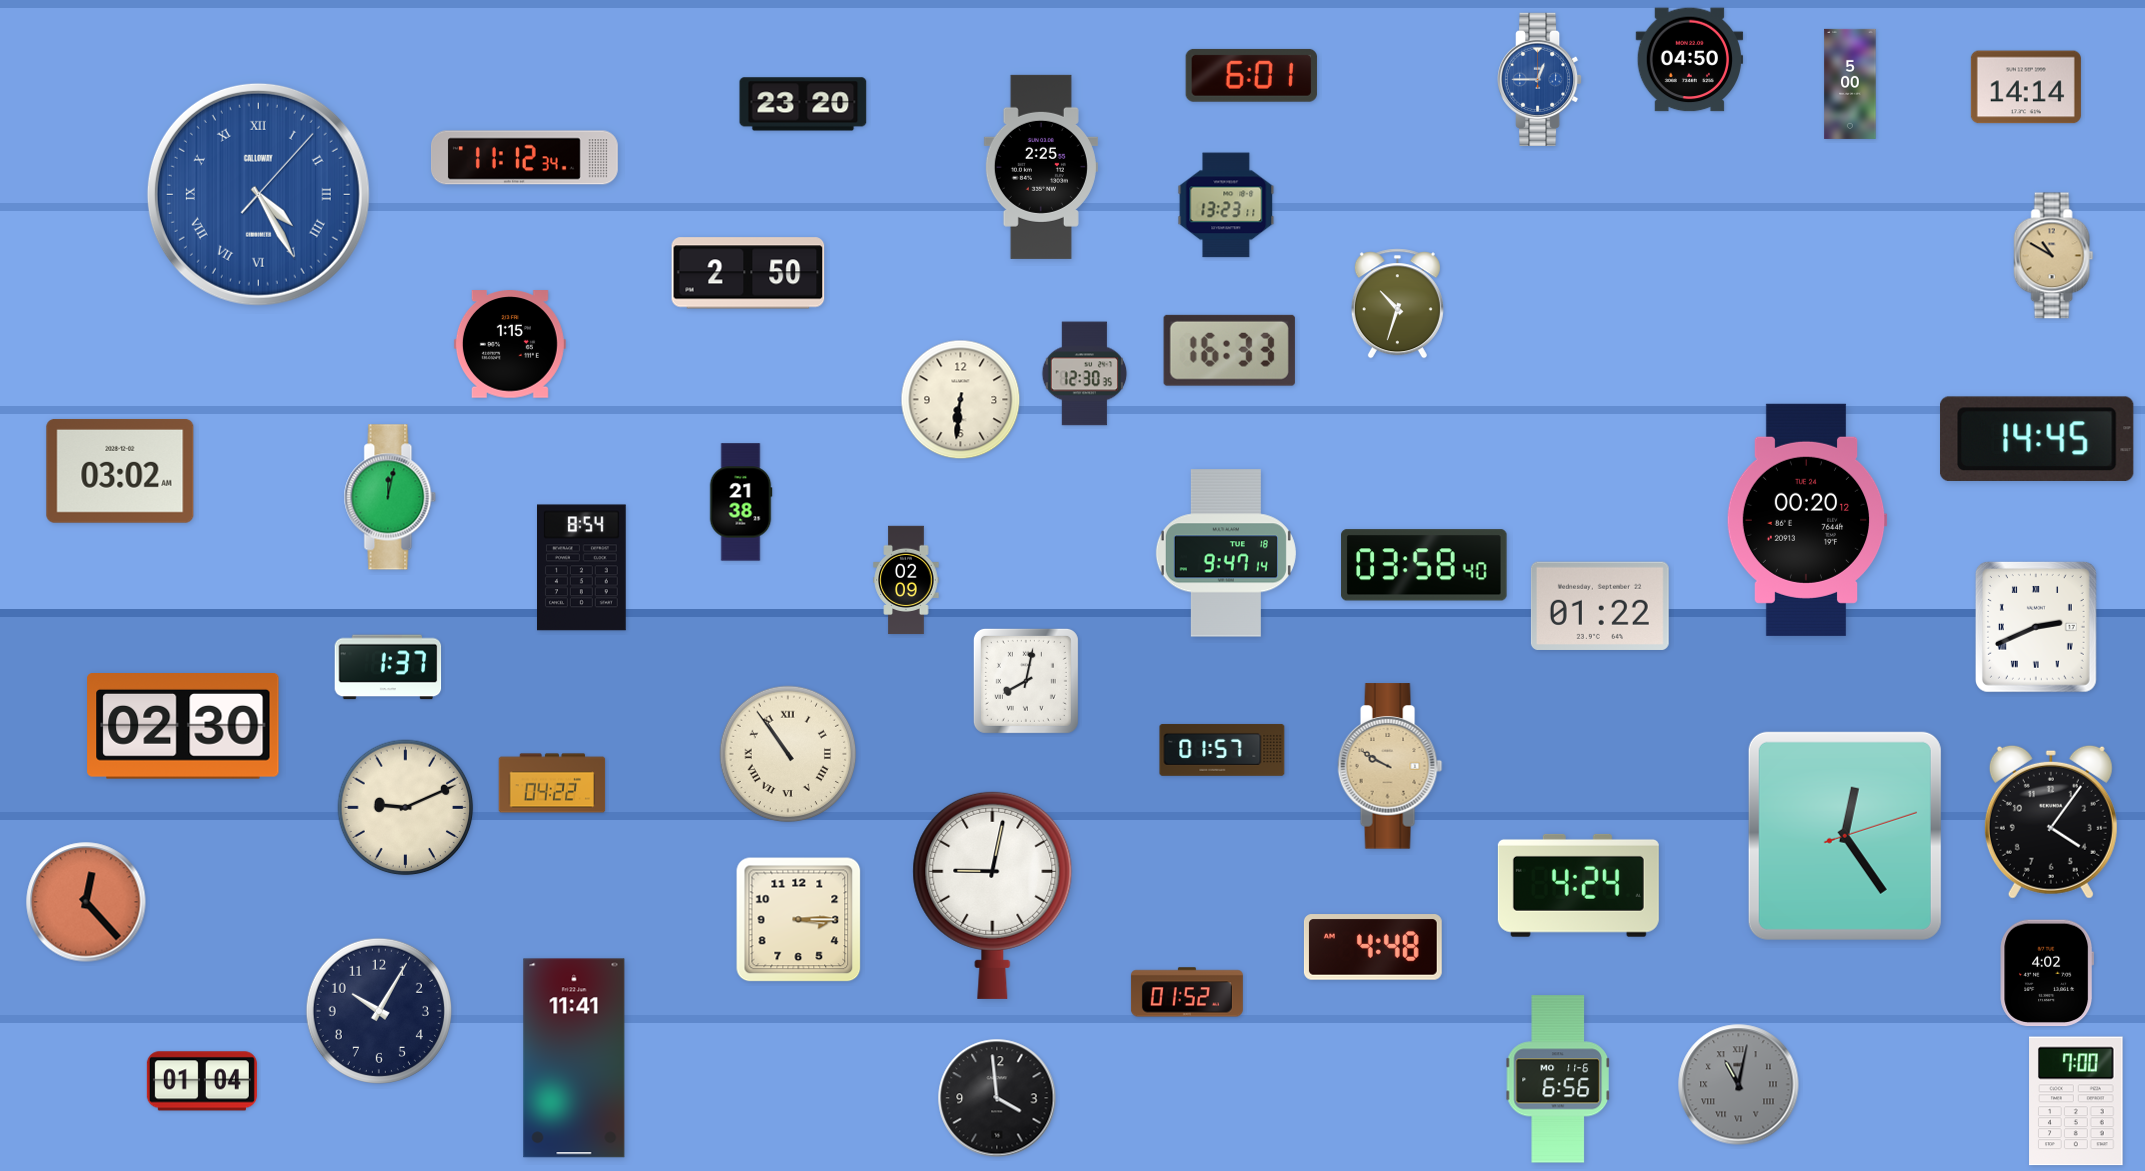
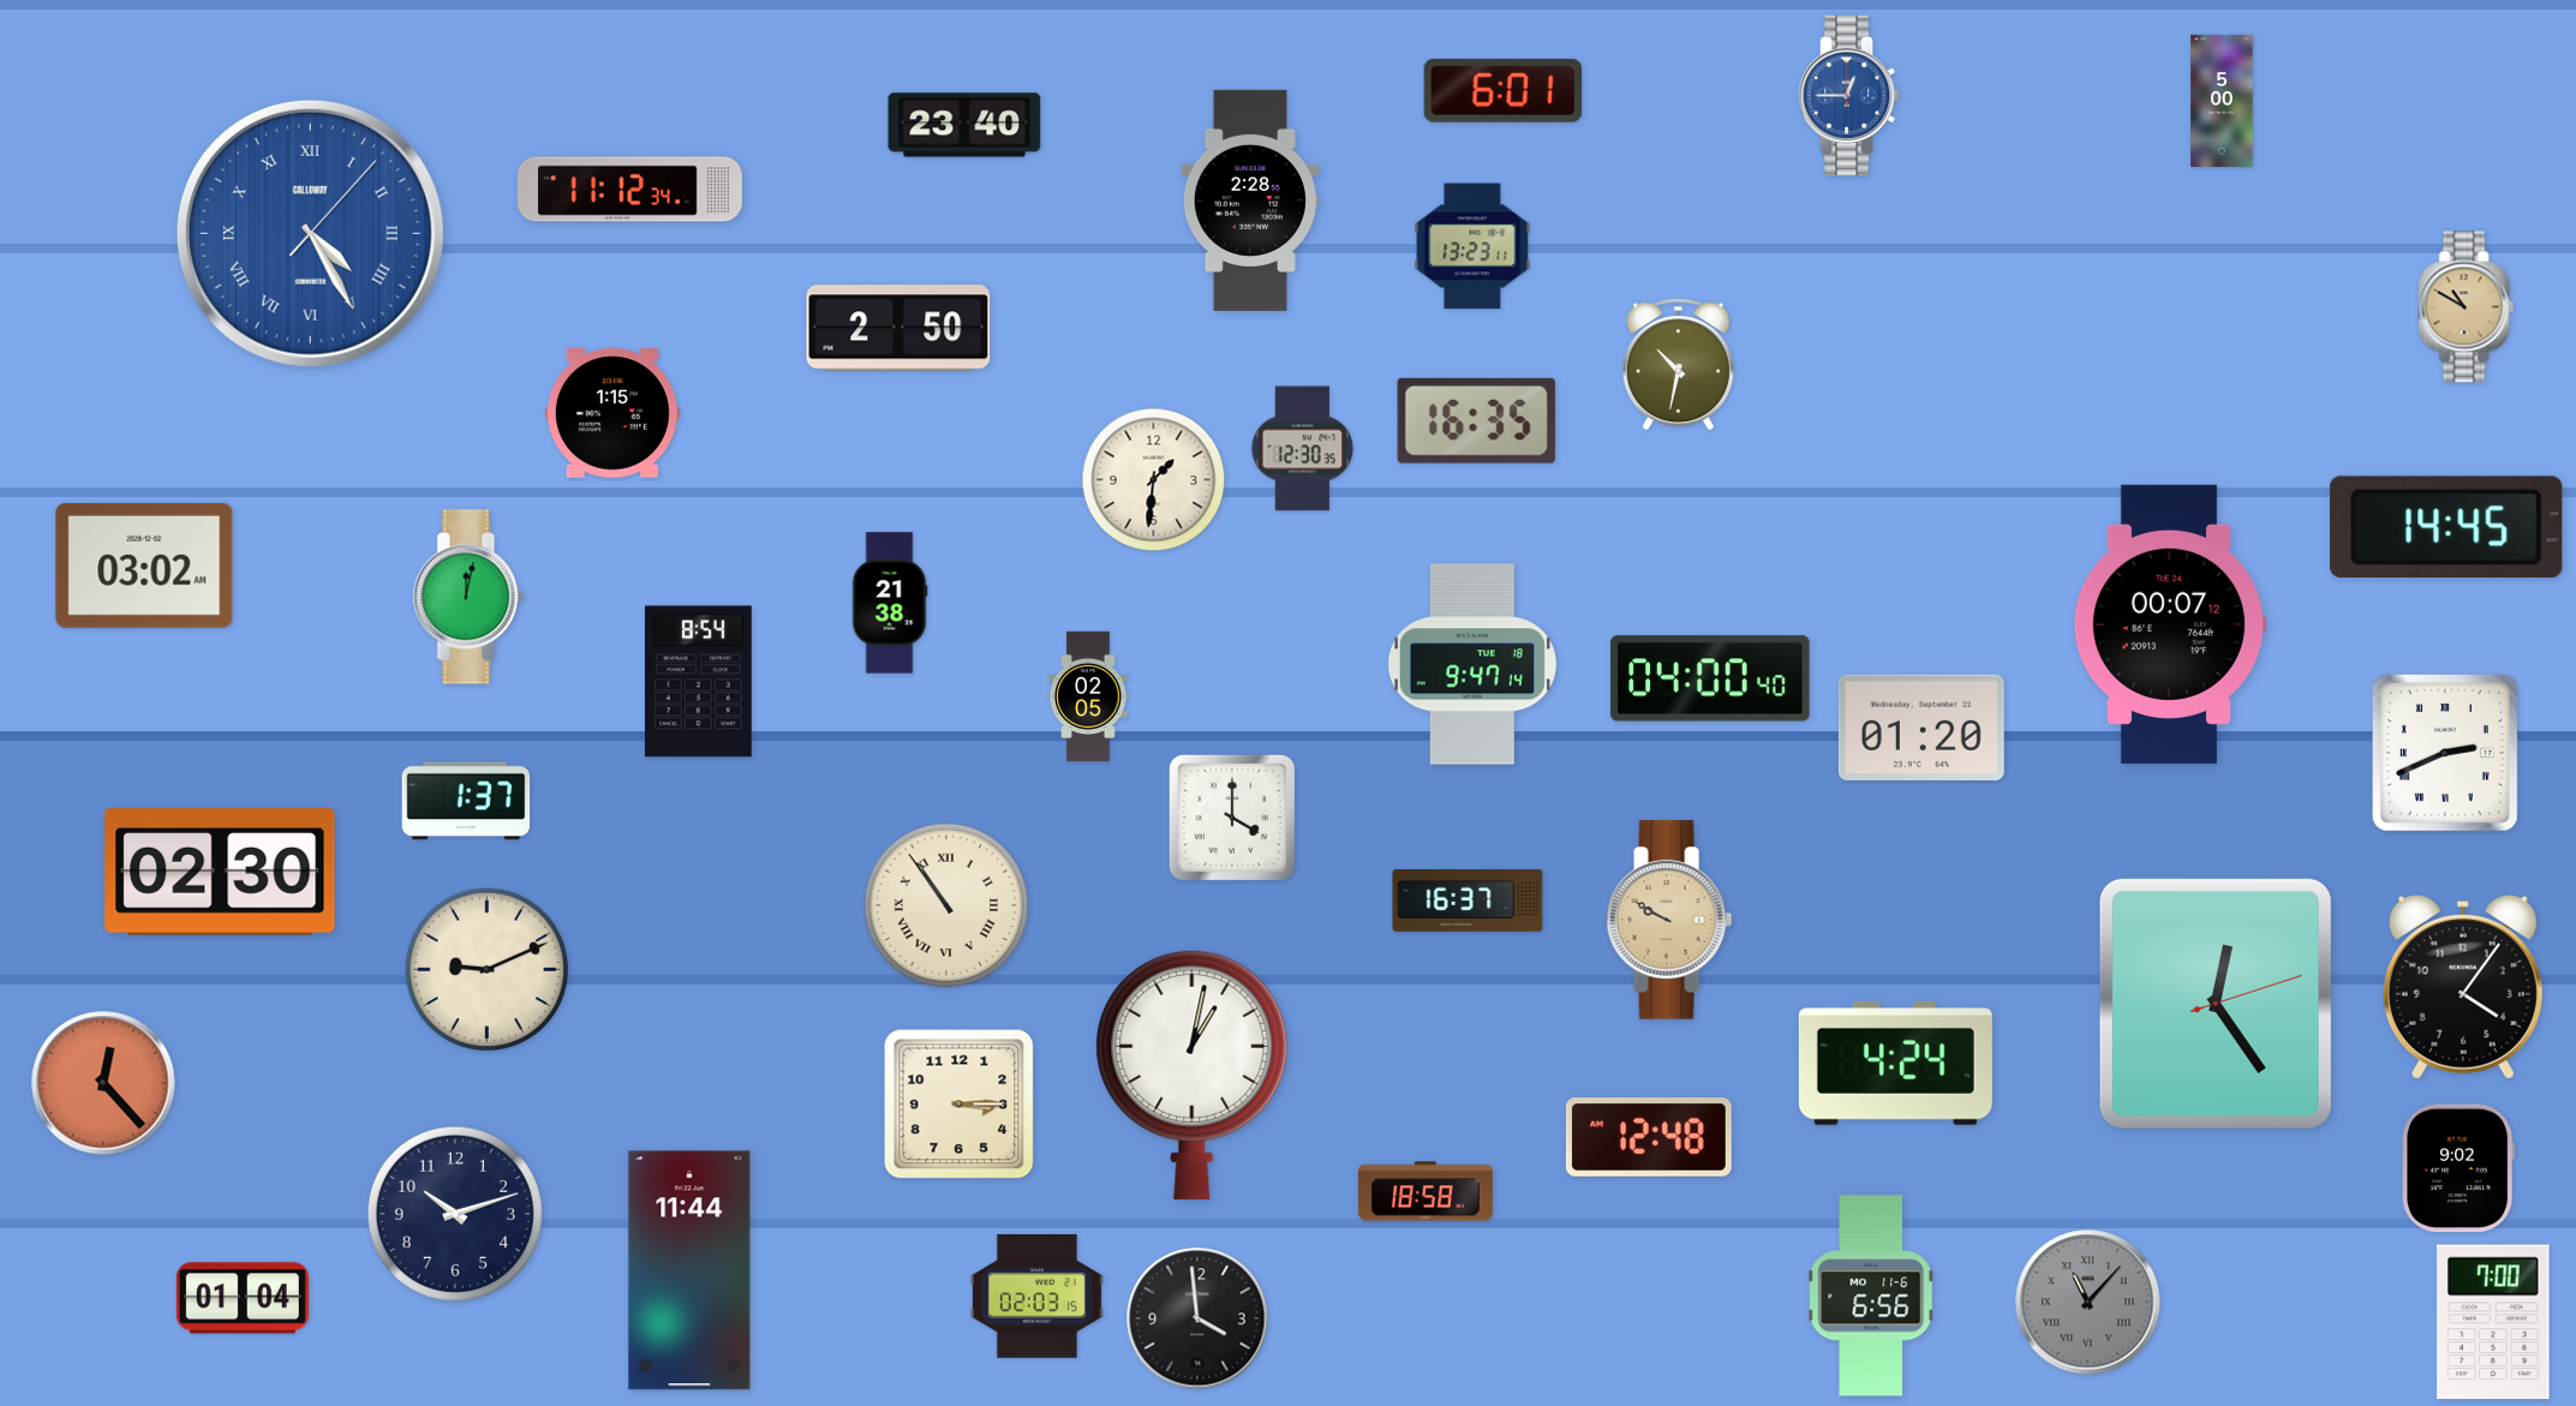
clock at (1690, 60): 04:50 -> none
clock at (2026, 87): 14:14 -> none
clock at (803, 104): 23:20 -> 23:40
clock at (1041, 167): 2:25 -> 2:28
clock at (1397, 304): 10:33 -> 10:32
clock at (1229, 350): 16:33 -> 16:35
clock at (961, 400): 6:31 -> 1:31
clock at (1807, 520): 00:20 -> 00:07
clock at (1424, 565): 03:58 -> 04:00
clock at (906, 580): 02:09 -> 02:05
clock at (1600, 606): 01:22 -> 01:20
clock at (1026, 681): 8:02 -> 4:00
clock at (1222, 750): 01:57 -> 16:37
clock at (552, 783): 04:22 -> none
clock at (993, 895): 9:02 -> 1:02
clock at (1373, 947): 4:48 -> 12:48
clock at (2046, 973): 4:02 -> 9:02
clock at (1187, 992): 01:52 -> 18:58
clock at (379, 1011): 10:05 -> 10:12
clock at (574, 1058): 11:41 -> 11:44
clock at (1036, 1296): none -> 02:03
clock at (1739, 1085): 11:02 -> 11:07
